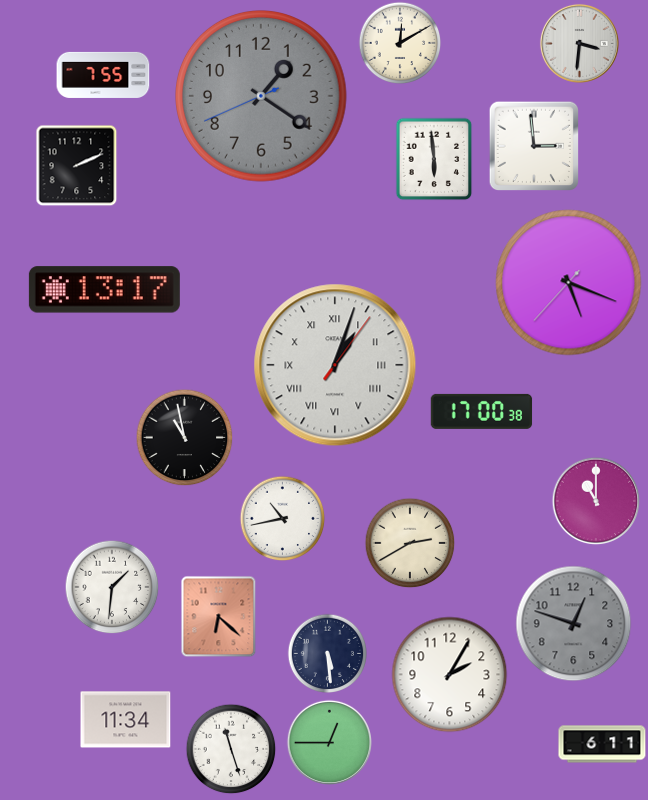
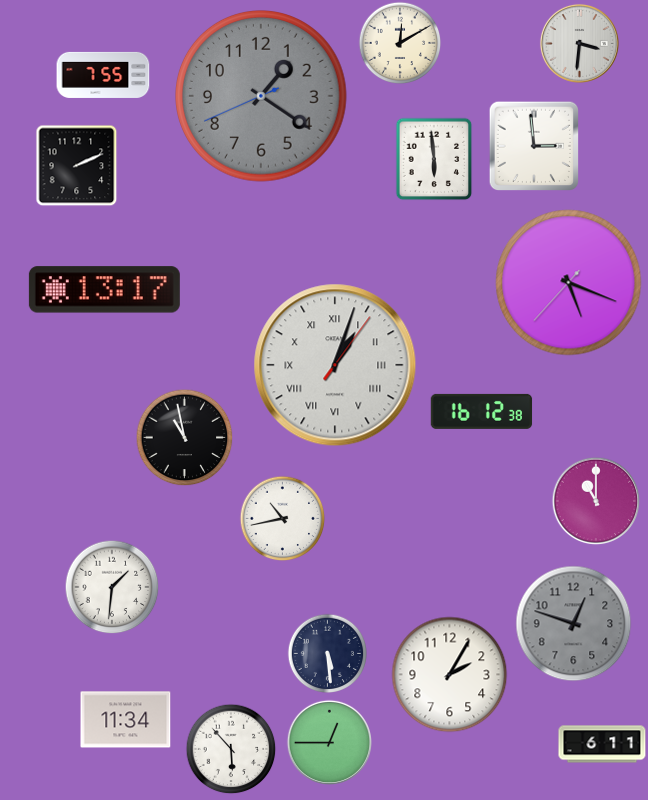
clock at (482, 411): 17:00 -> 16:12
clock at (410, 543): 2:40 -> none
clock at (219, 616): 6:22 -> none
clock at (231, 749): 11:27 -> 5:53
